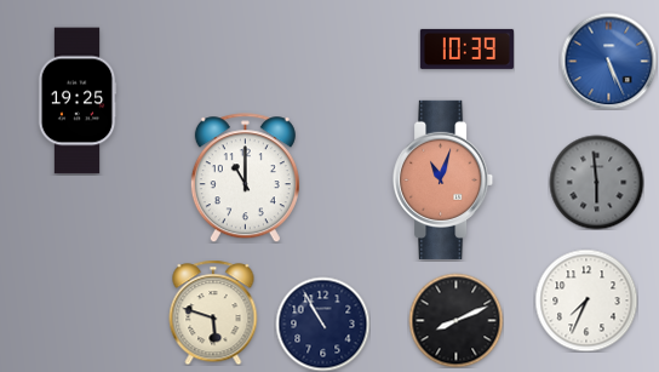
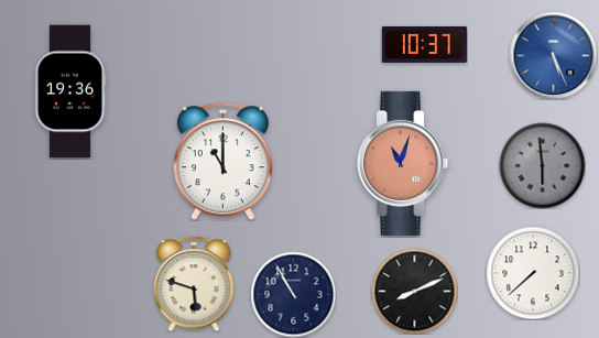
clock at (466, 48): 10:39 -> 10:37
clock at (78, 101): 19:25 -> 19:36
clock at (586, 301): 7:34 -> 7:38
